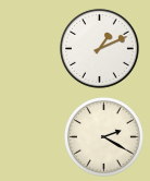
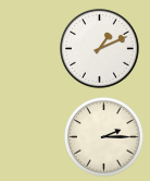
clock at (103, 136): 2:20 -> 2:15
